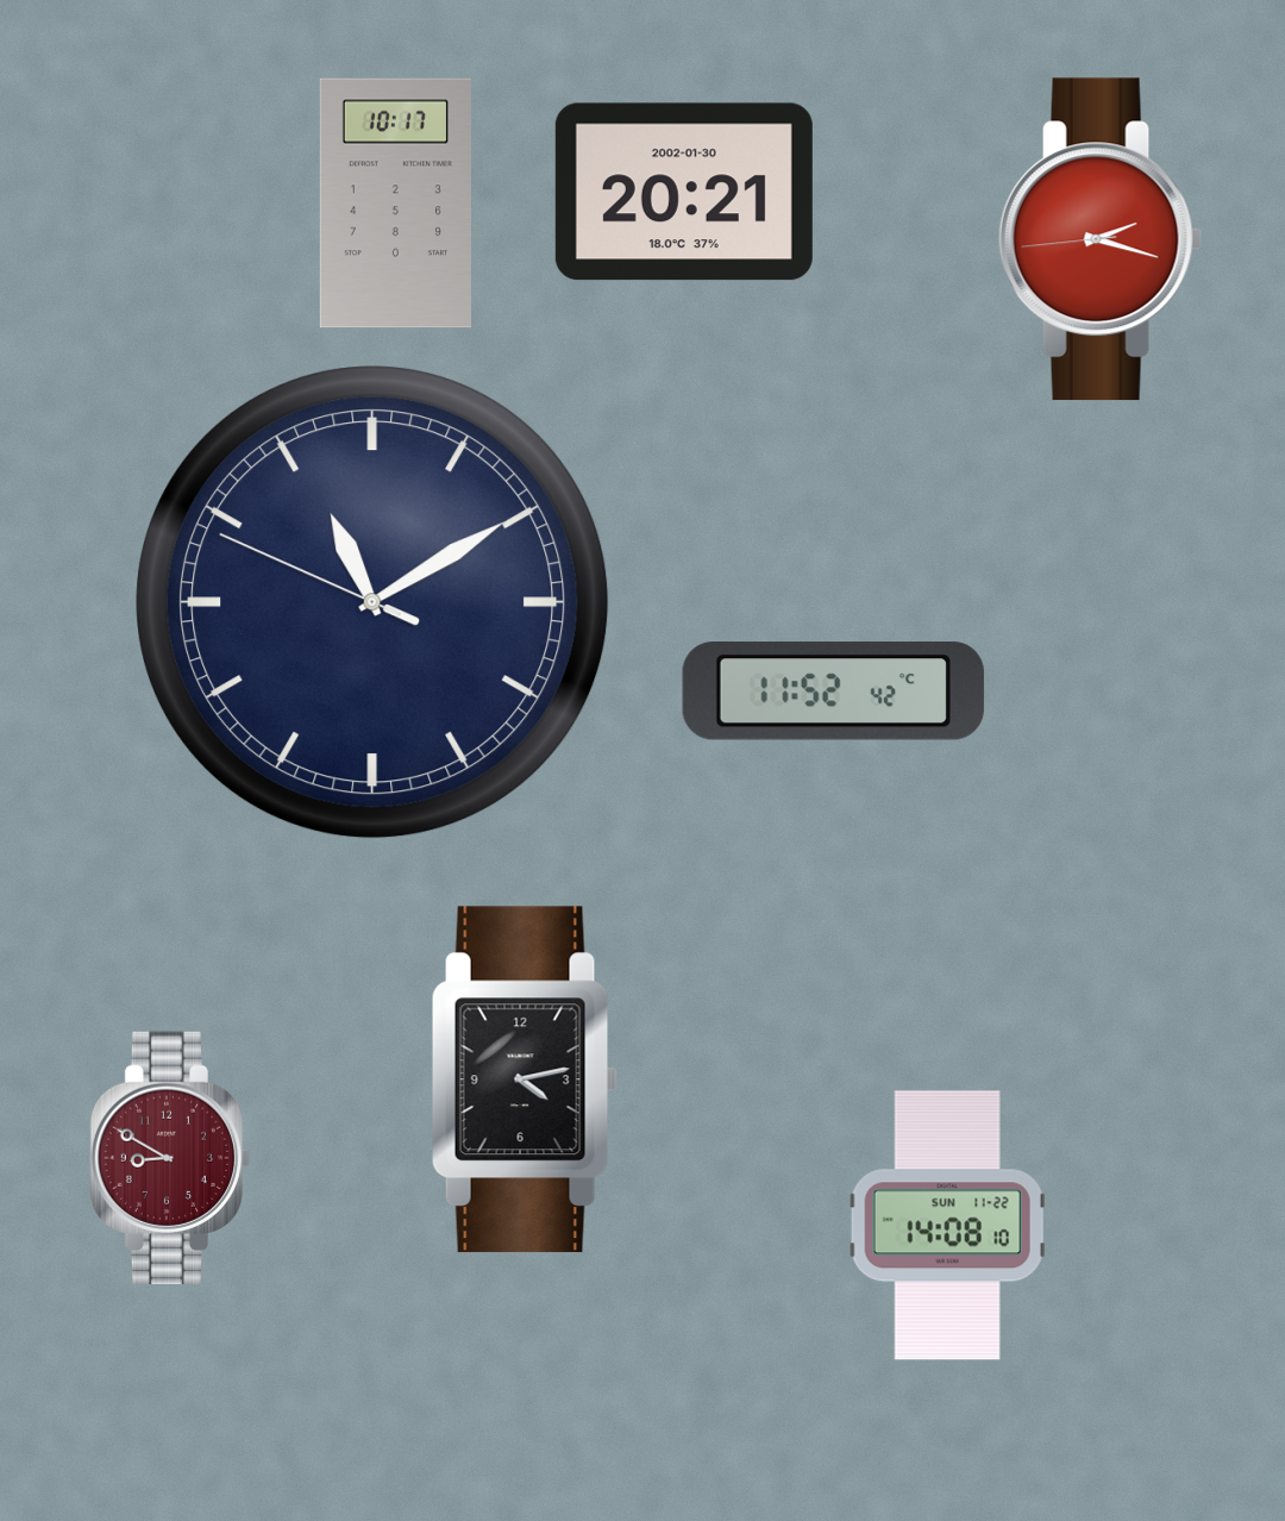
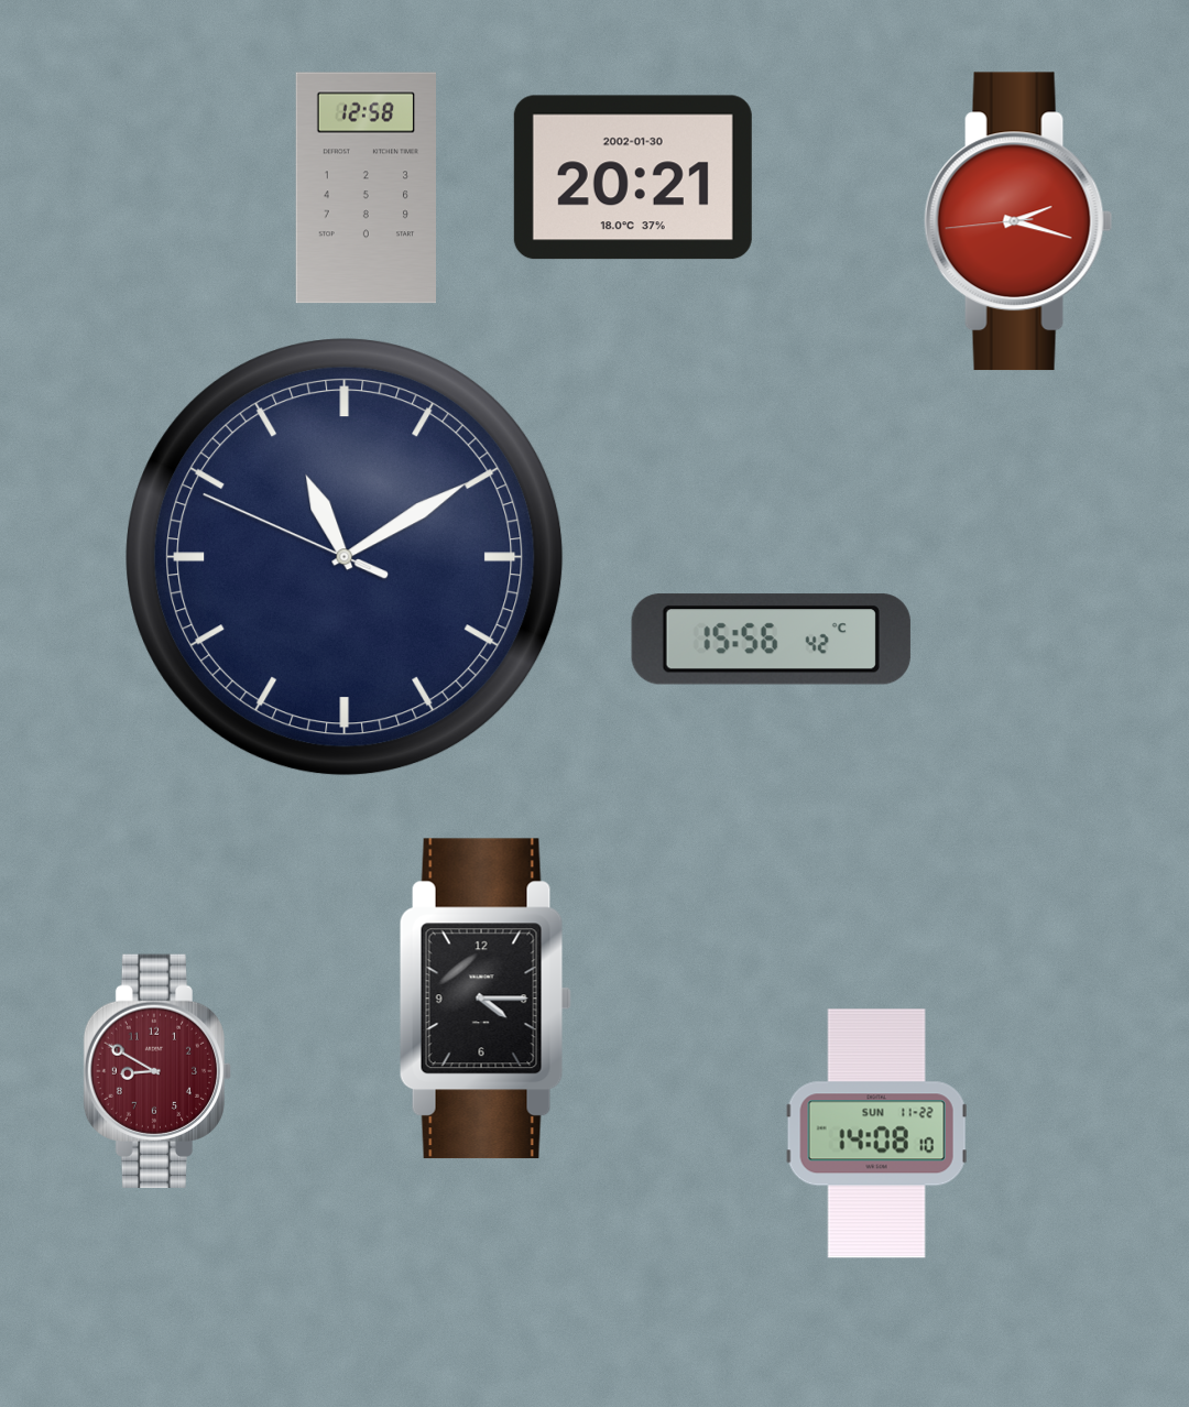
clock at (395, 204): 10:17 -> 12:58
clock at (833, 691): 11:52 -> 15:56
clock at (525, 1079): 4:13 -> 4:15
